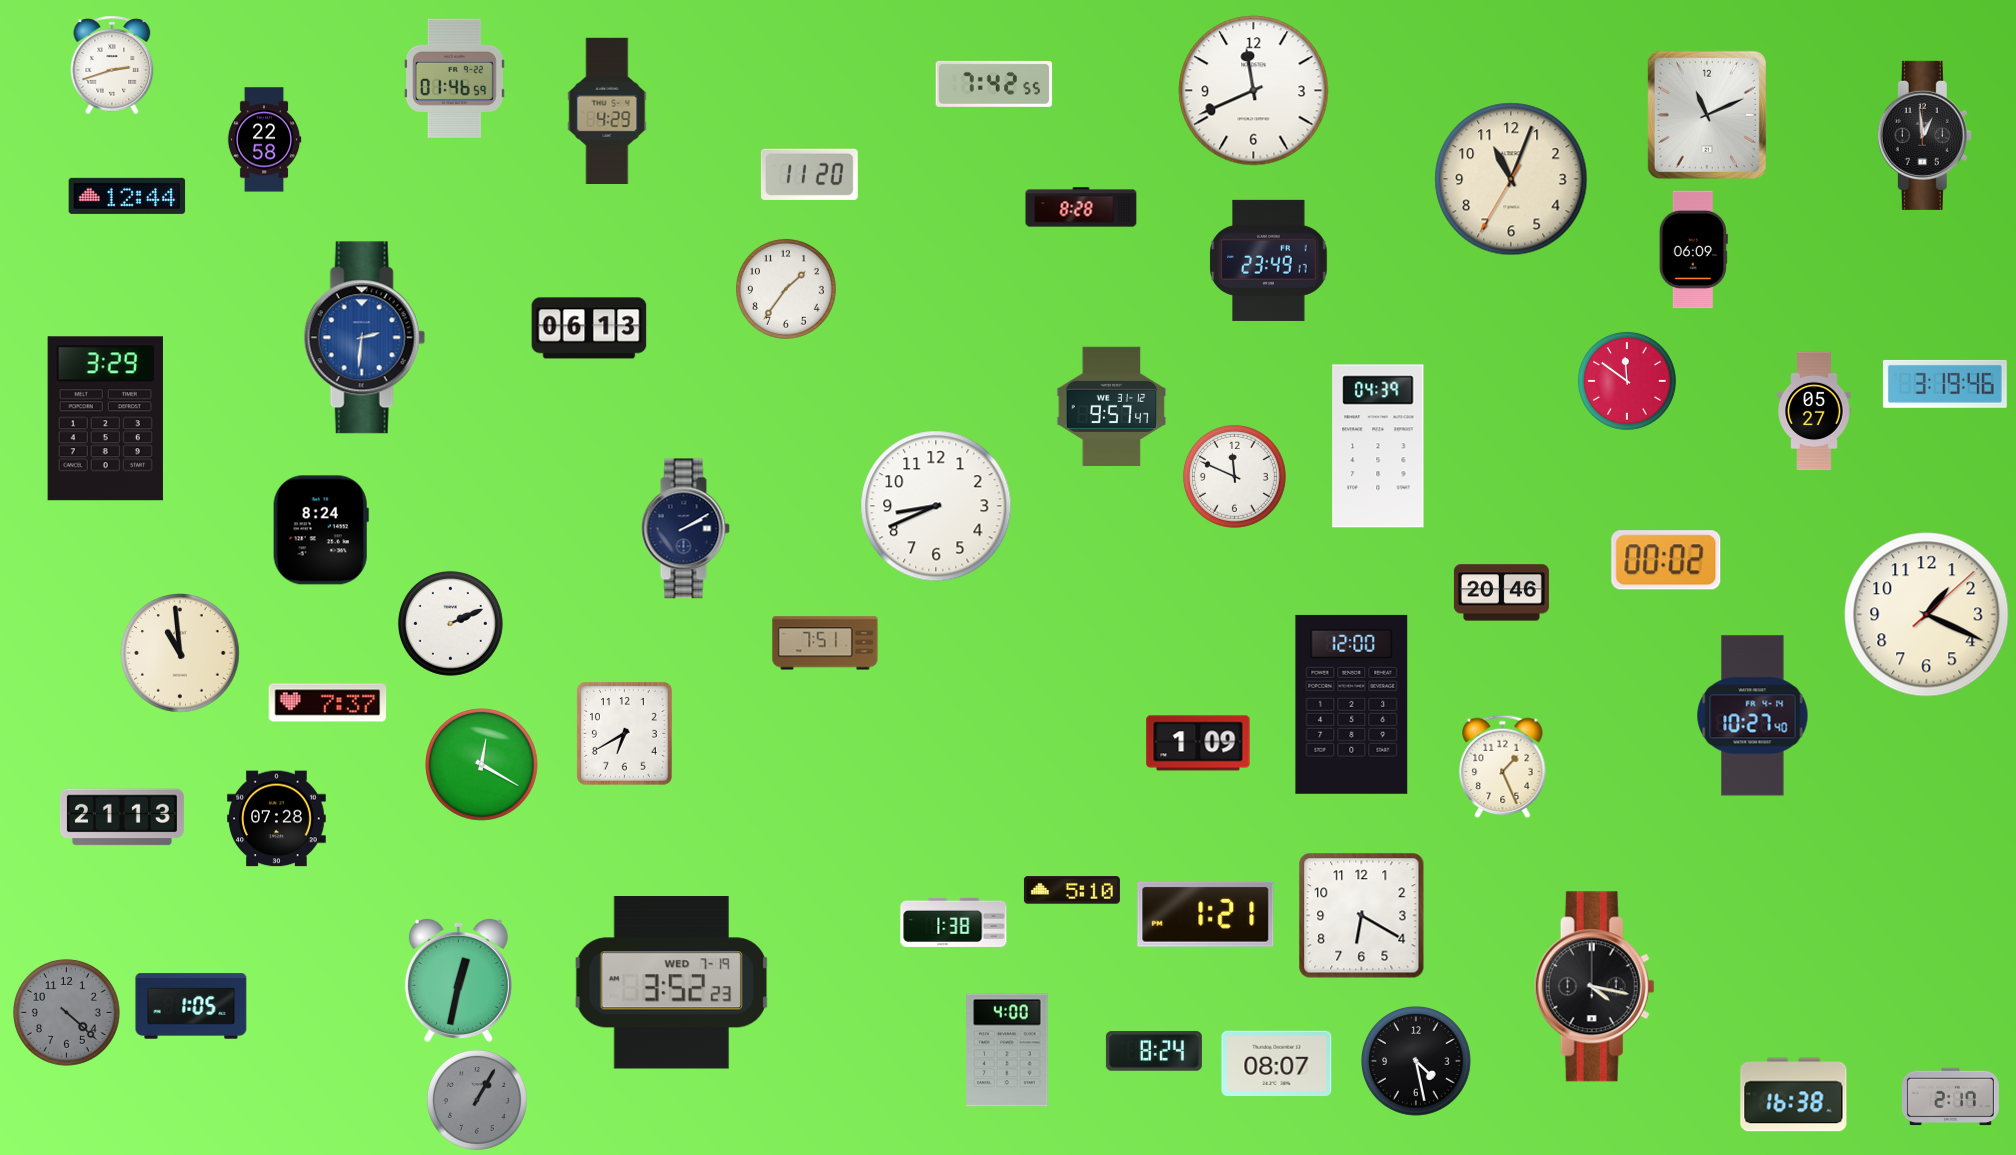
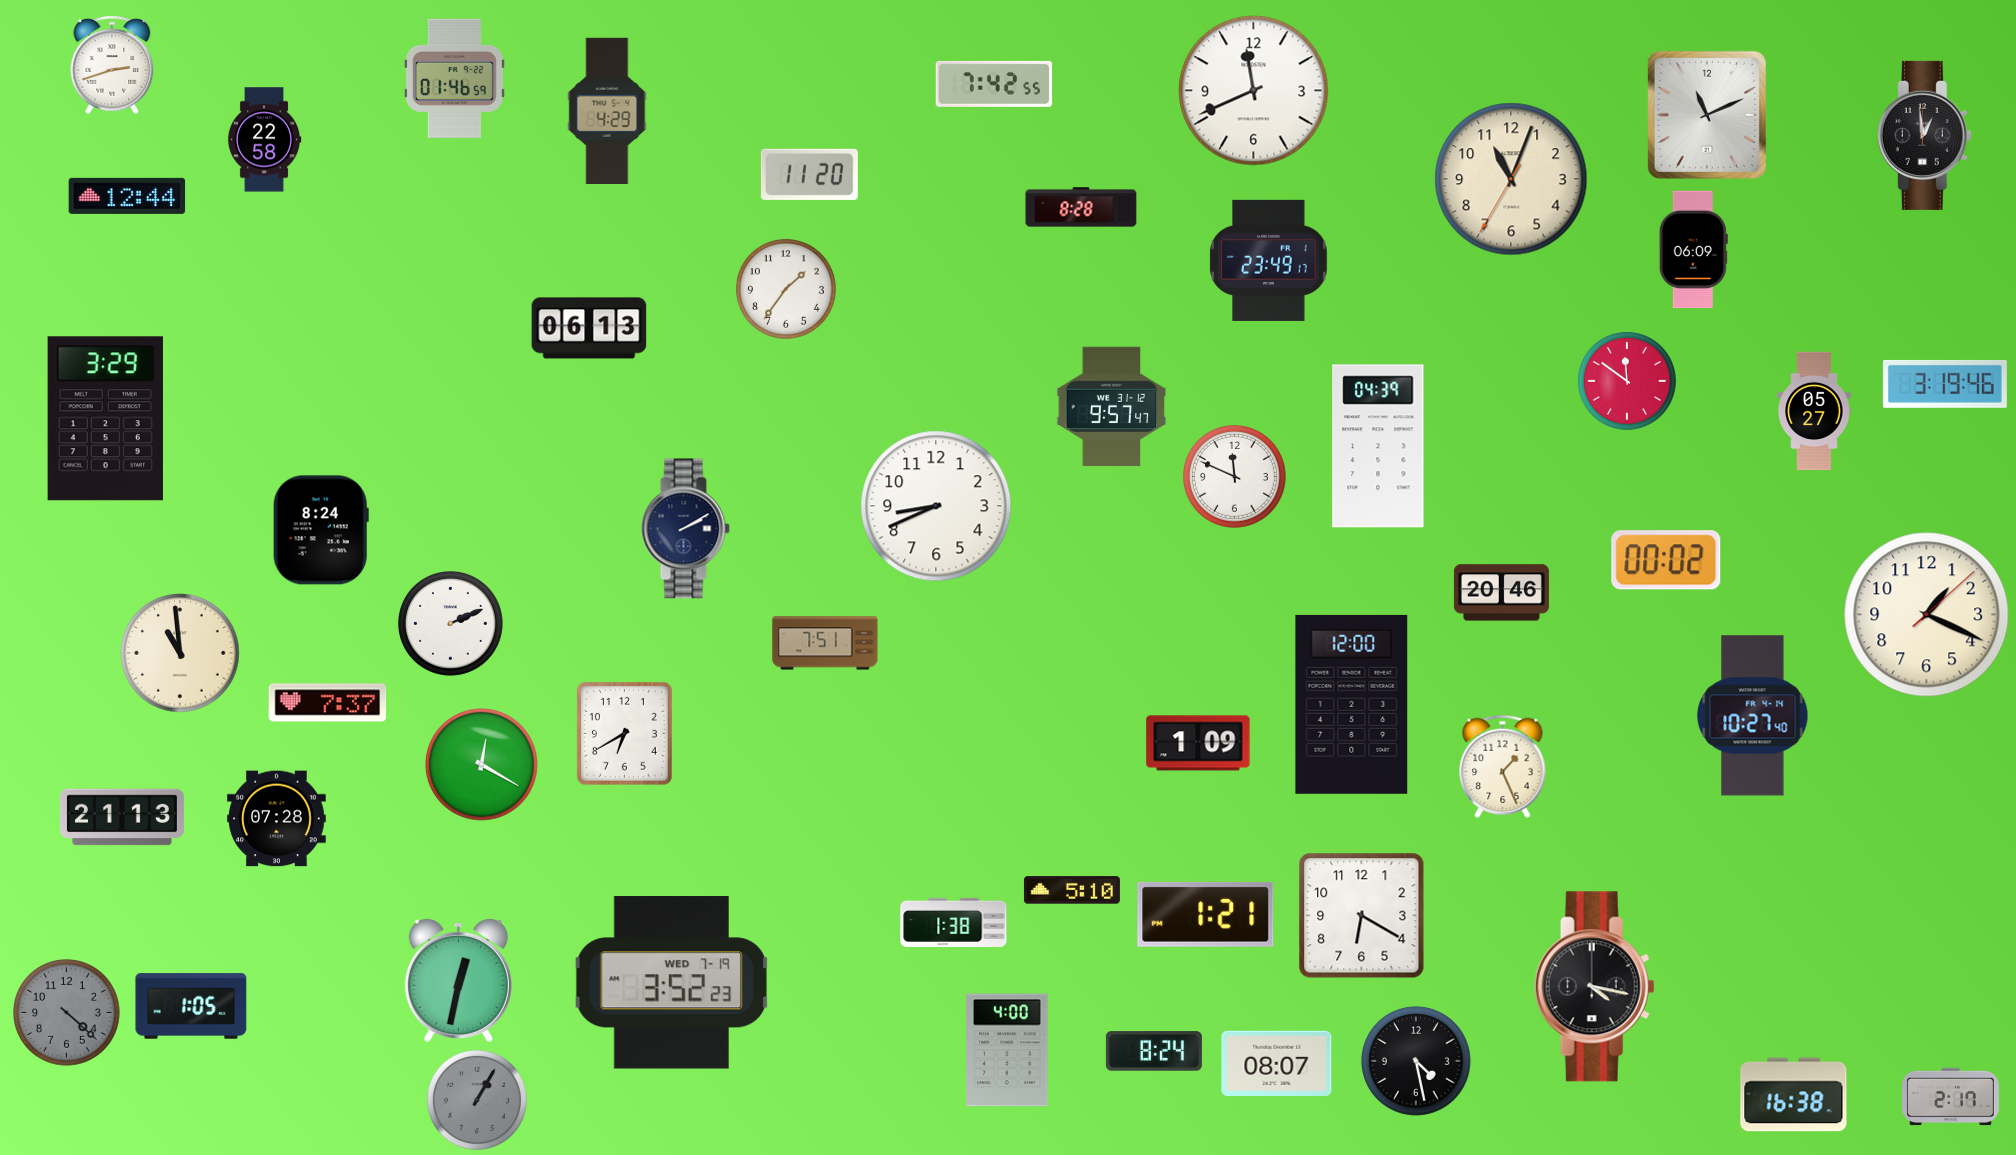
clock at (364, 338): 2:31 -> none
